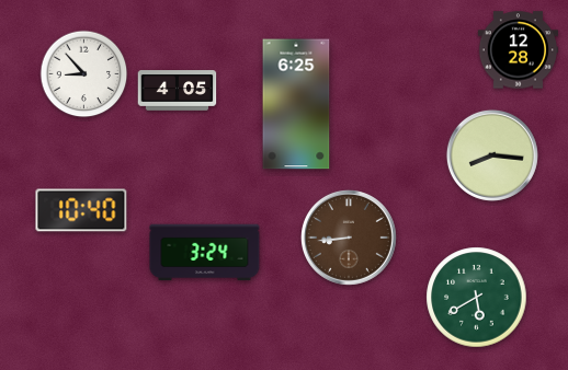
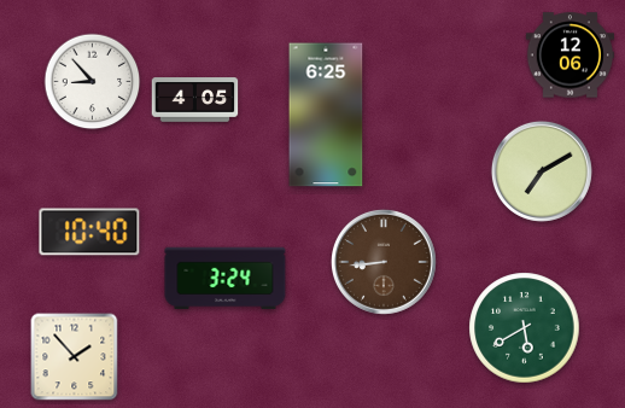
clock at (518, 50): 12:28 -> 12:06
clock at (492, 155): 8:16 -> 7:10
clock at (75, 357): none -> 1:53
